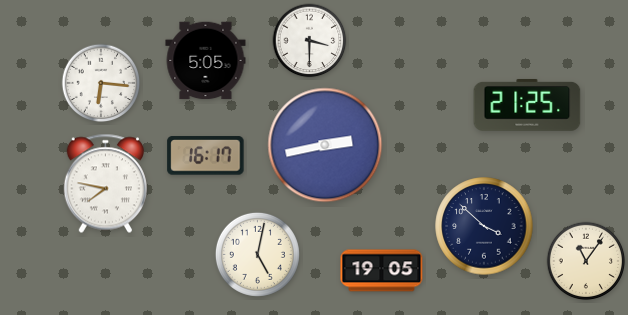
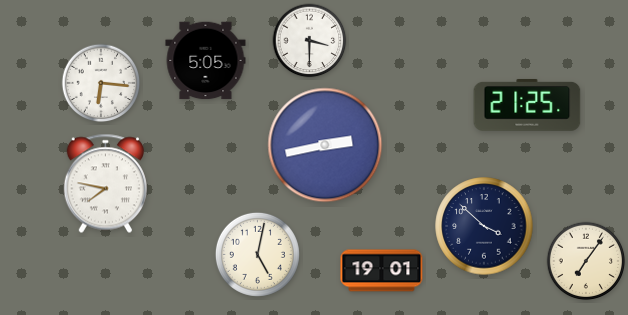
clock at (206, 156): 16:17 -> none
clock at (586, 261): 11:06 -> 7:06
clock at (382, 271): 19:05 -> 19:01
